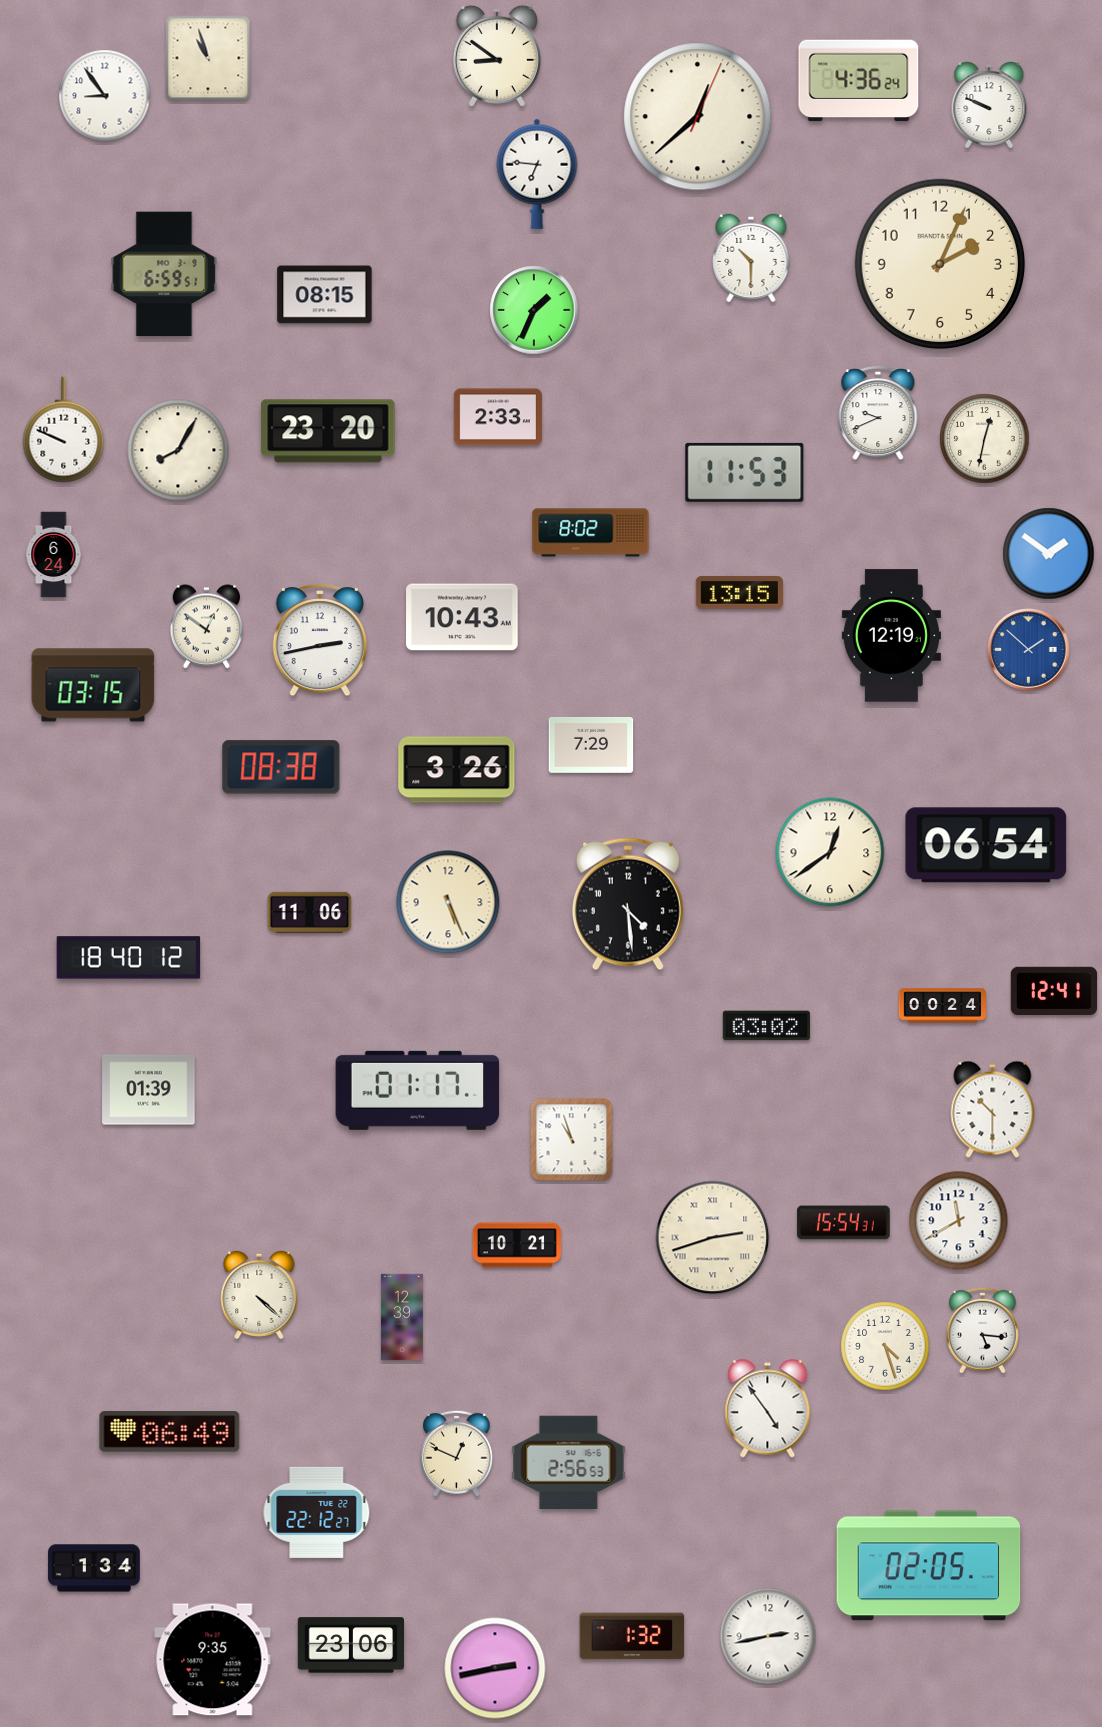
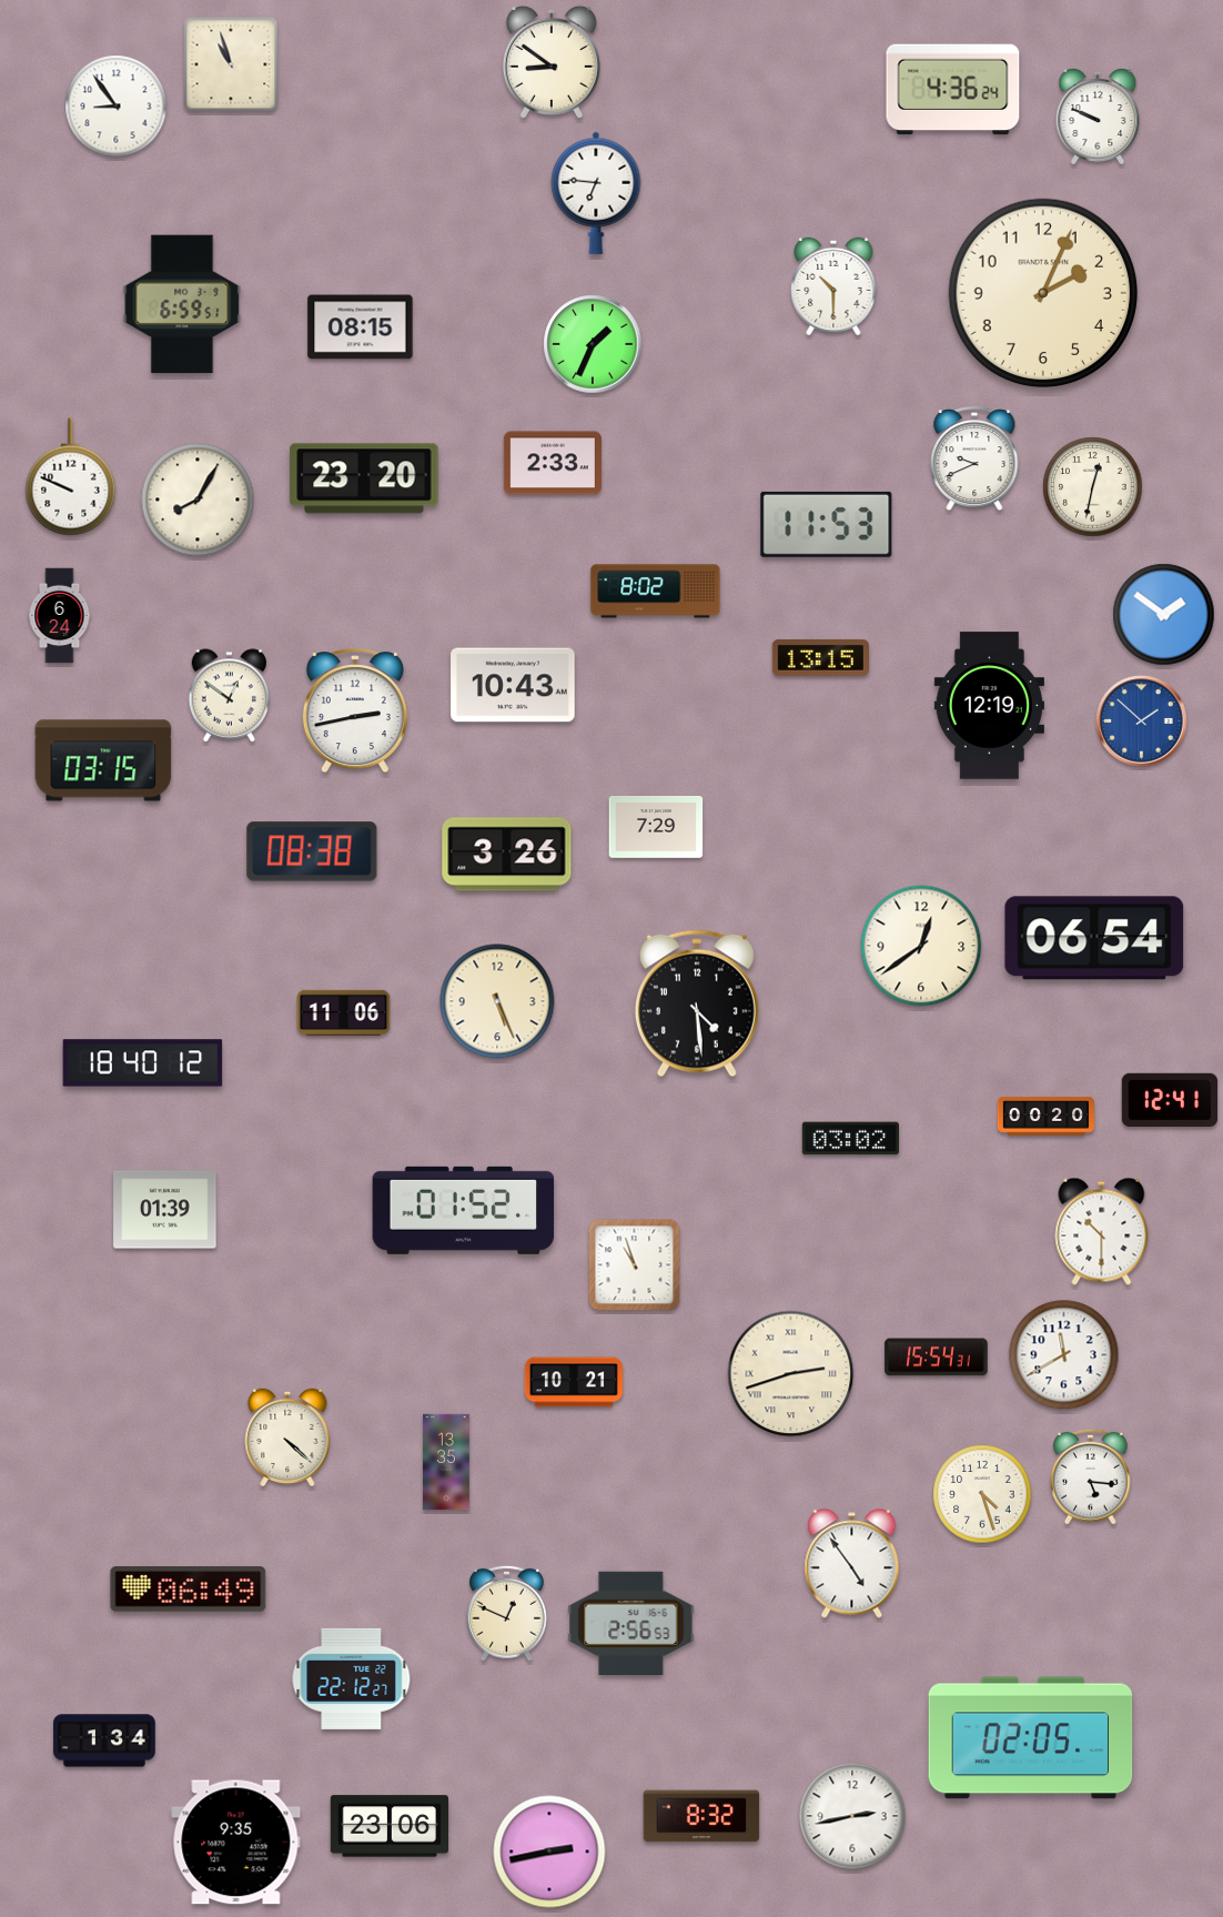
clock at (698, 117): 12:38 -> none
clock at (942, 1006): 00:24 -> 00:20
clock at (418, 1090): 01:17 -> 01:52
clock at (402, 1317): 12:39 -> 13:35
clock at (632, 1636): 1:32 -> 8:32
